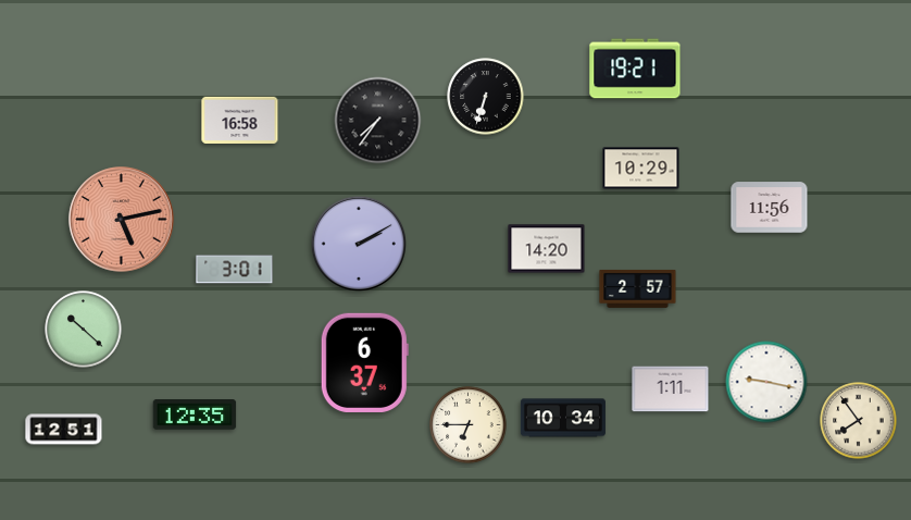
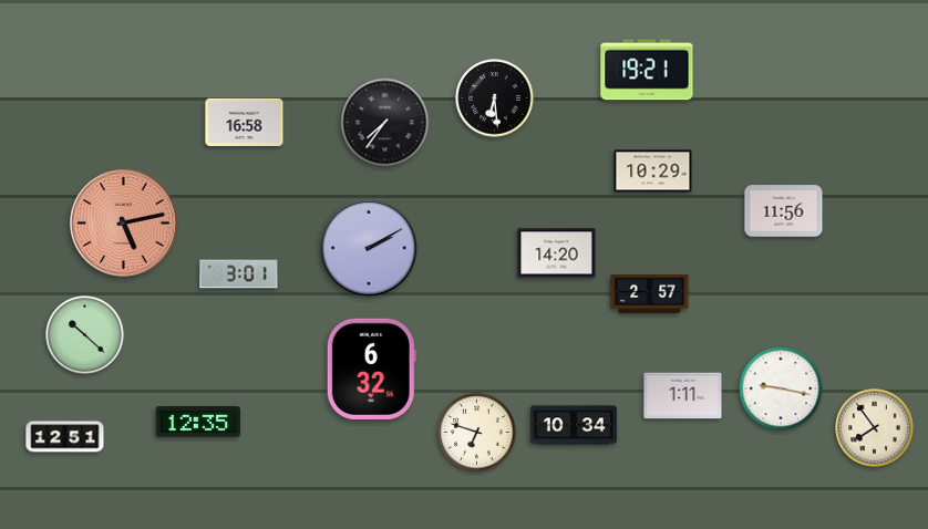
clock at (486, 97): 6:33 -> 6:29
clock at (358, 243) position: (358, 243) -> (368, 247)
clock at (364, 362): 6:37 -> 6:32
clock at (469, 425): 6:45 -> 6:48
